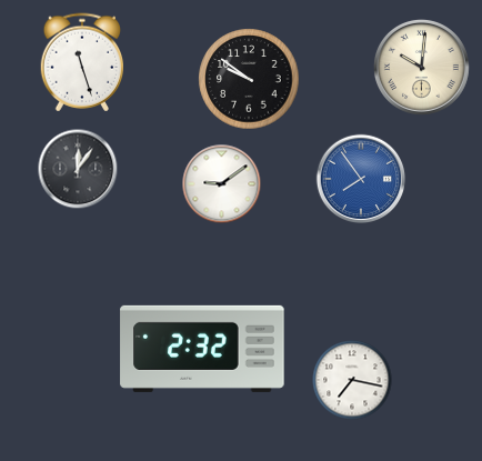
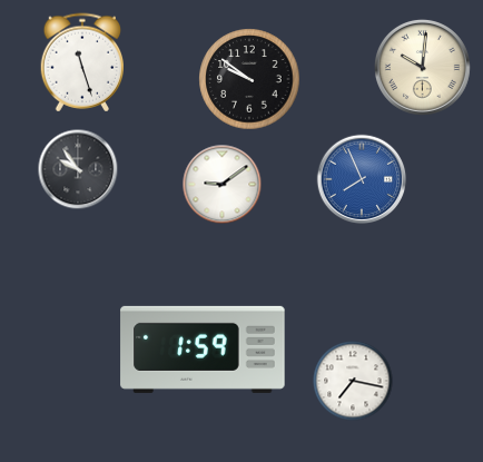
clock at (78, 169): 12:06 -> 9:54
clock at (361, 179): 7:54 -> 7:56
clock at (202, 349): 2:32 -> 1:59
